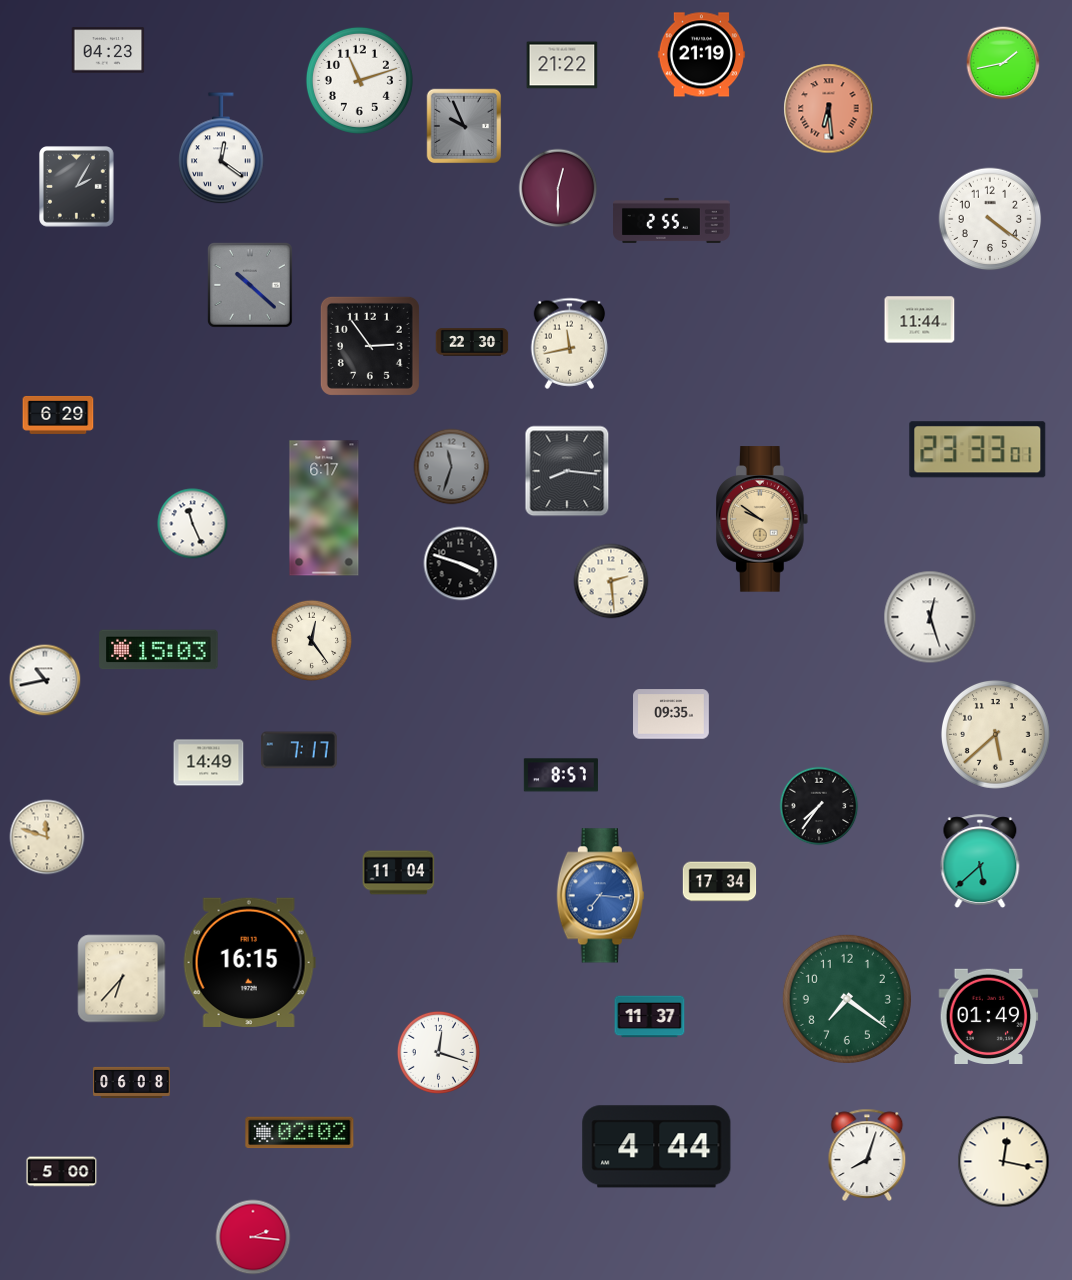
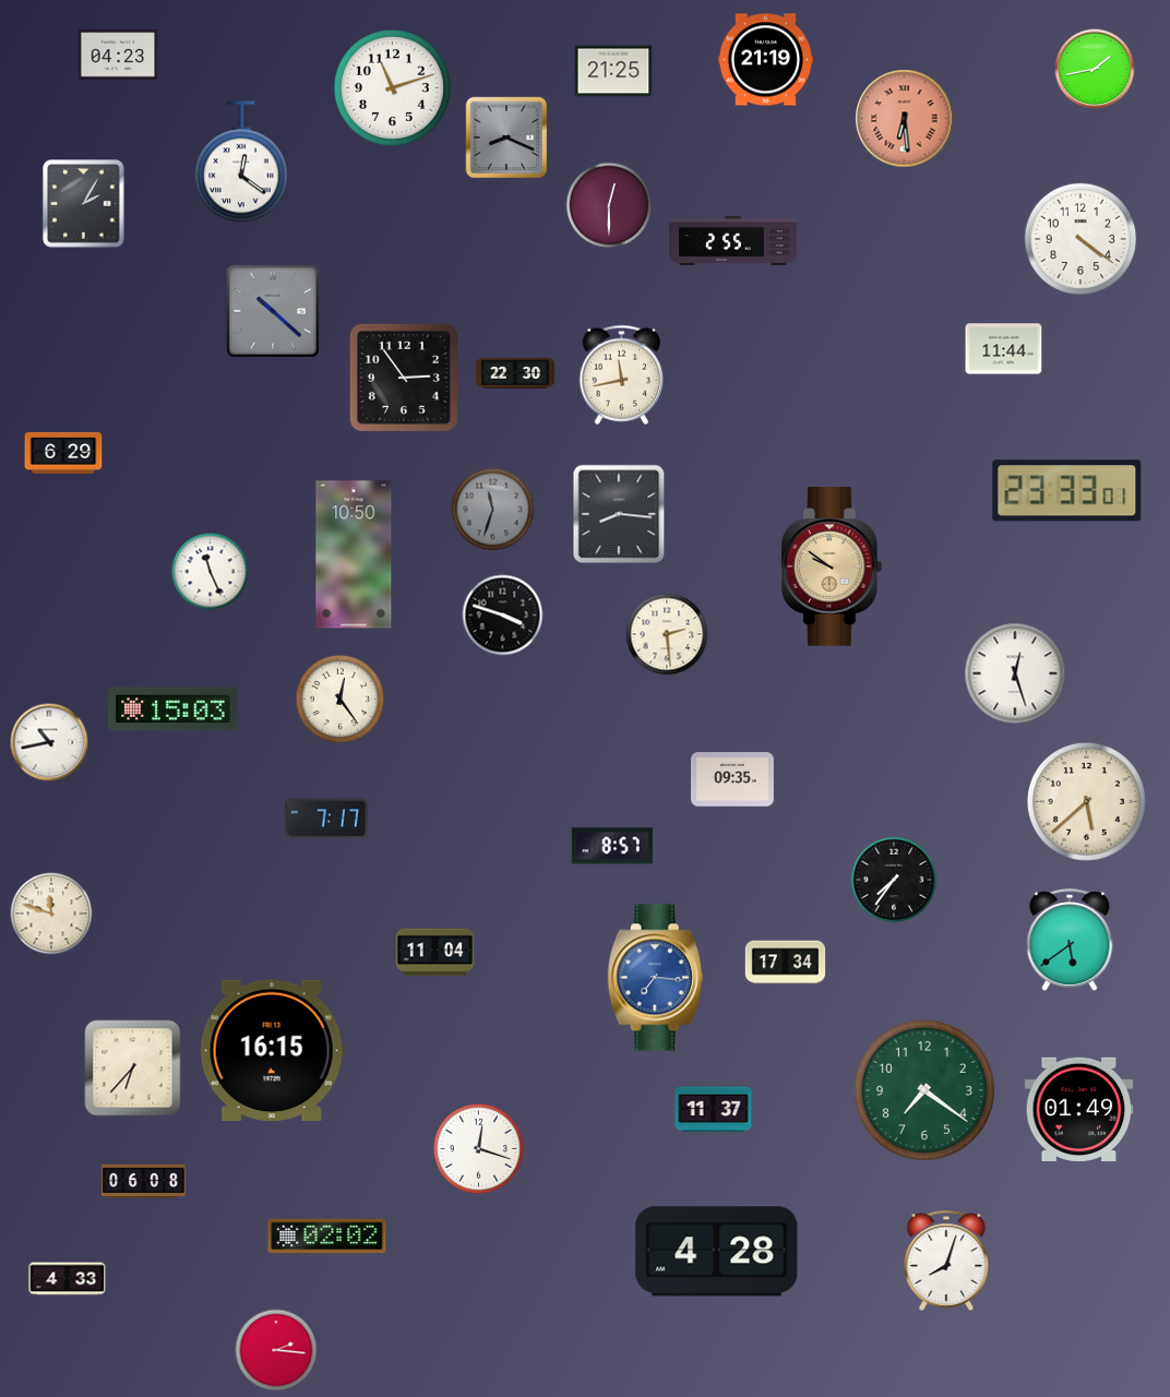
clock at (562, 65): 21:22 -> 21:25
clock at (464, 126): 9:56 -> 8:19
clock at (324, 508): 6:17 -> 10:50
clock at (209, 763): 14:49 -> none
clock at (980, 861): 5:38 -> 5:39
clock at (650, 1017) position: (650, 1017) -> (714, 1110)
clock at (657, 1147): 4:44 -> 4:28
clock at (1004, 1162): 12:17 -> none
clock at (62, 1172): 5:00 -> 4:33
